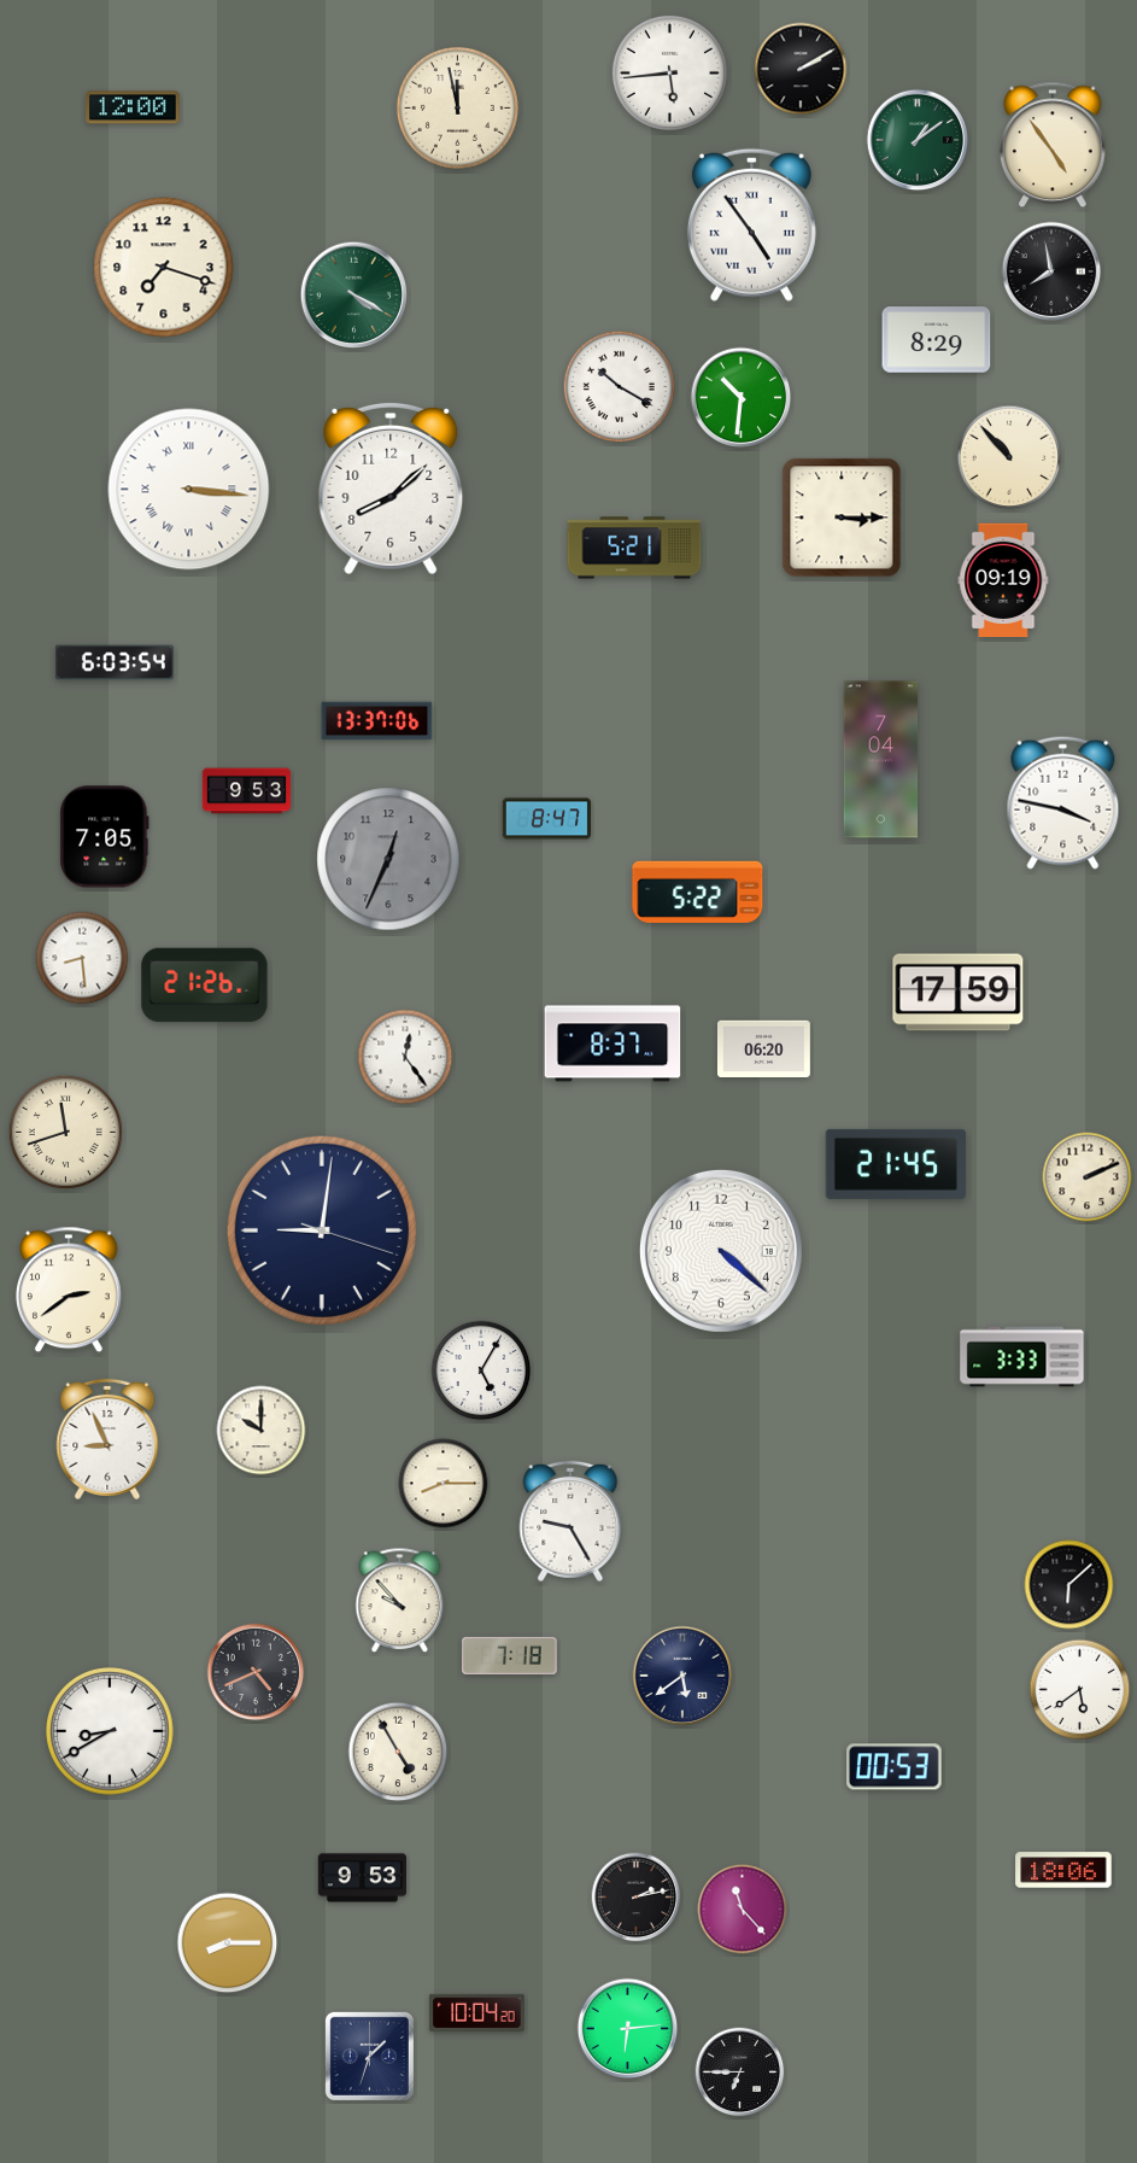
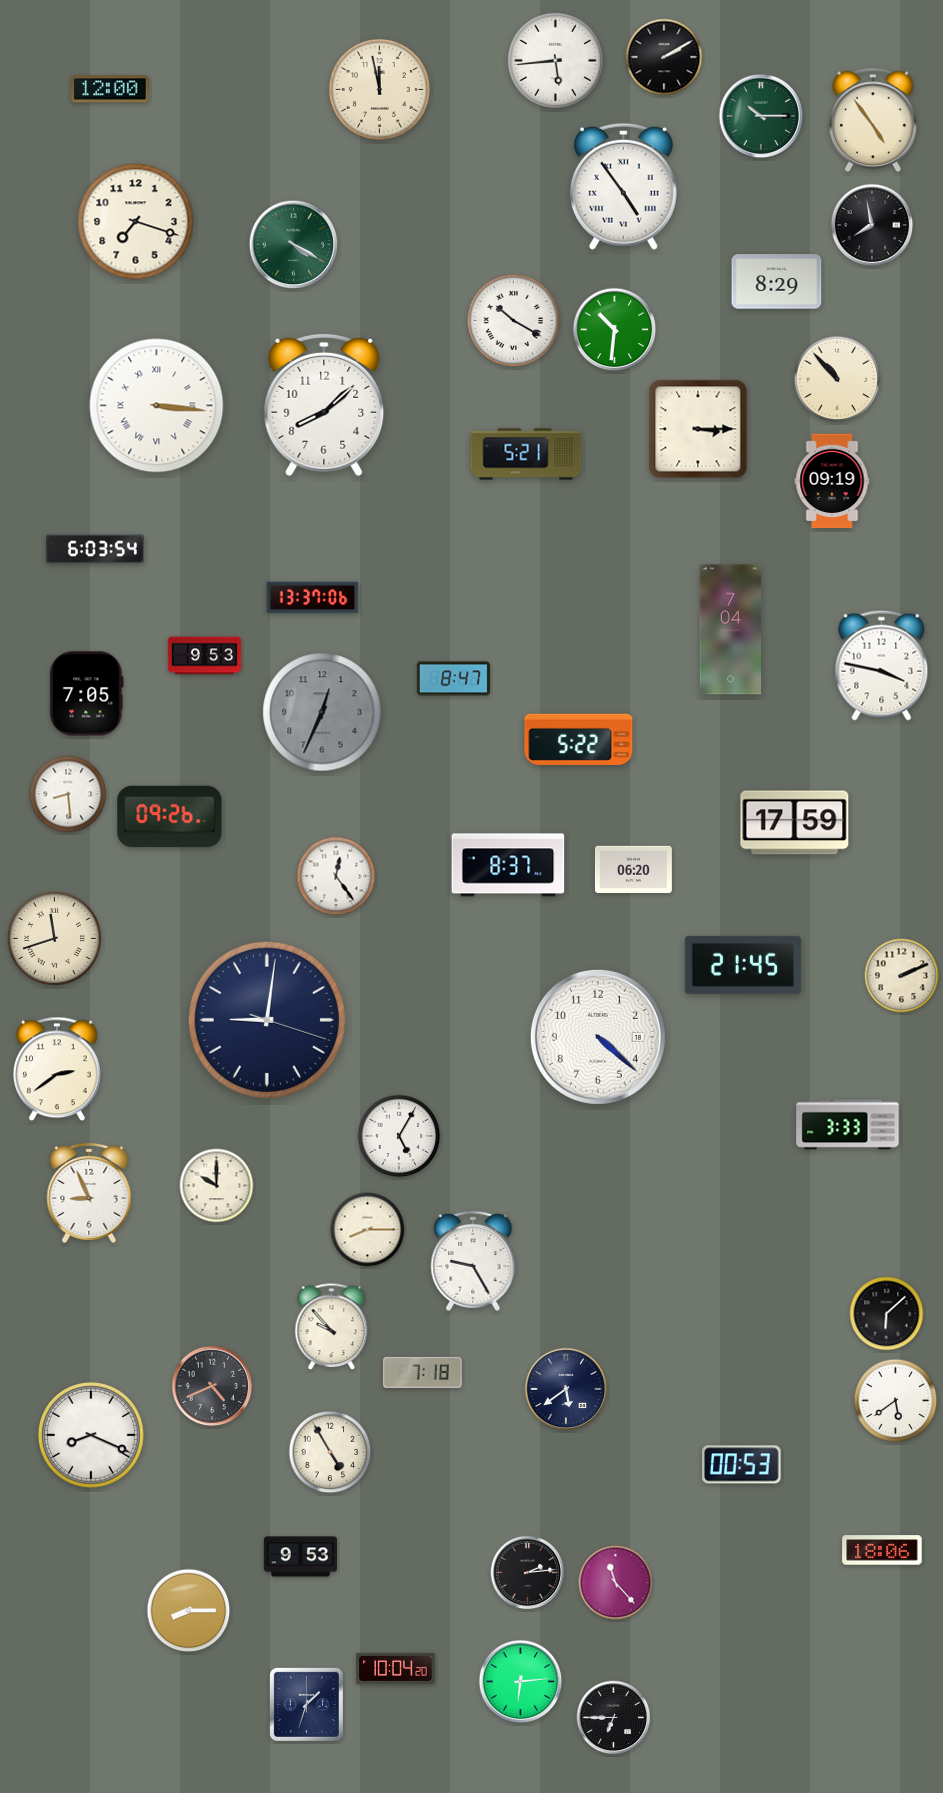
clock at (918, 140): 1:09 -> 10:15
clock at (205, 986): 21:26 -> 09:26
clock at (111, 1732): 8:40 -> 8:19
clock at (637, 1898): 2:13 -> 2:14
